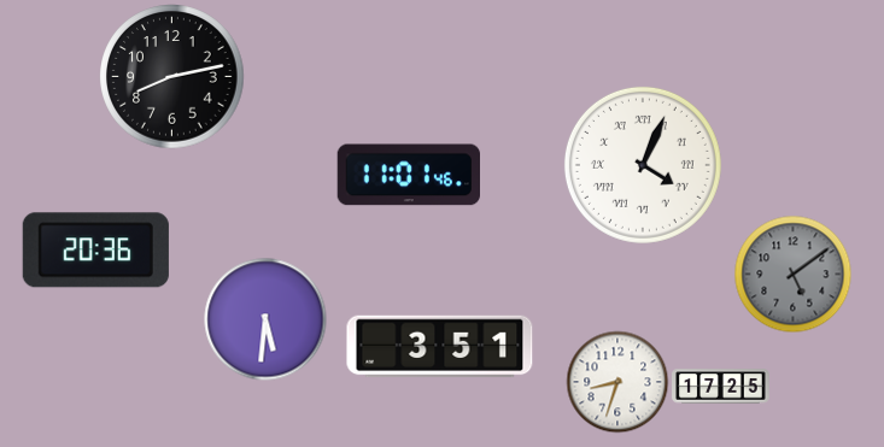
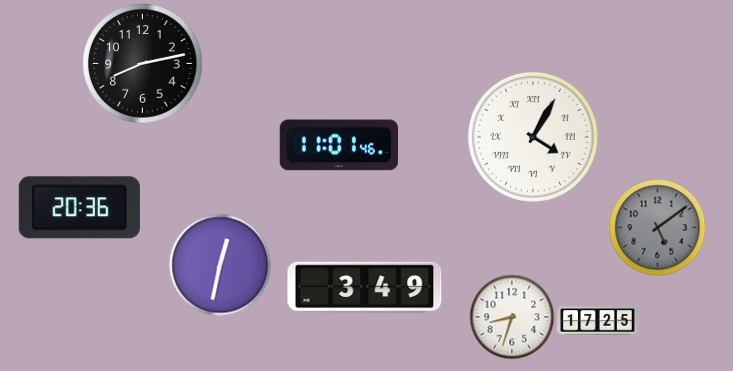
clock at (643, 165): 4:04 -> 4:05
clock at (265, 319): 5:31 -> 12:32
clock at (440, 347): 3:51 -> 3:49
